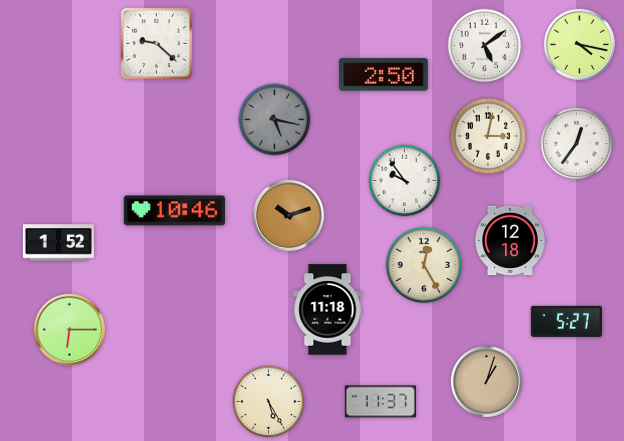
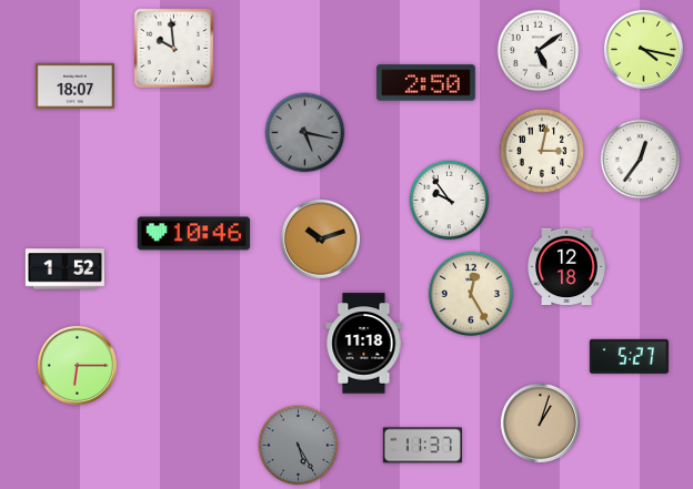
clock at (156, 43): 9:22 -> 9:59
clock at (74, 85): none -> 18:07
clock at (269, 402) dial: cream -> grey
